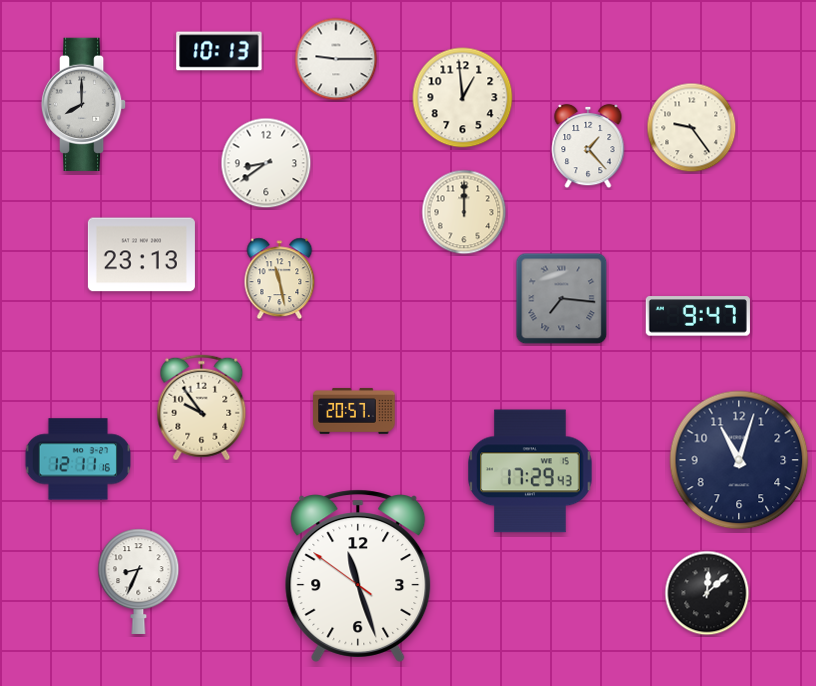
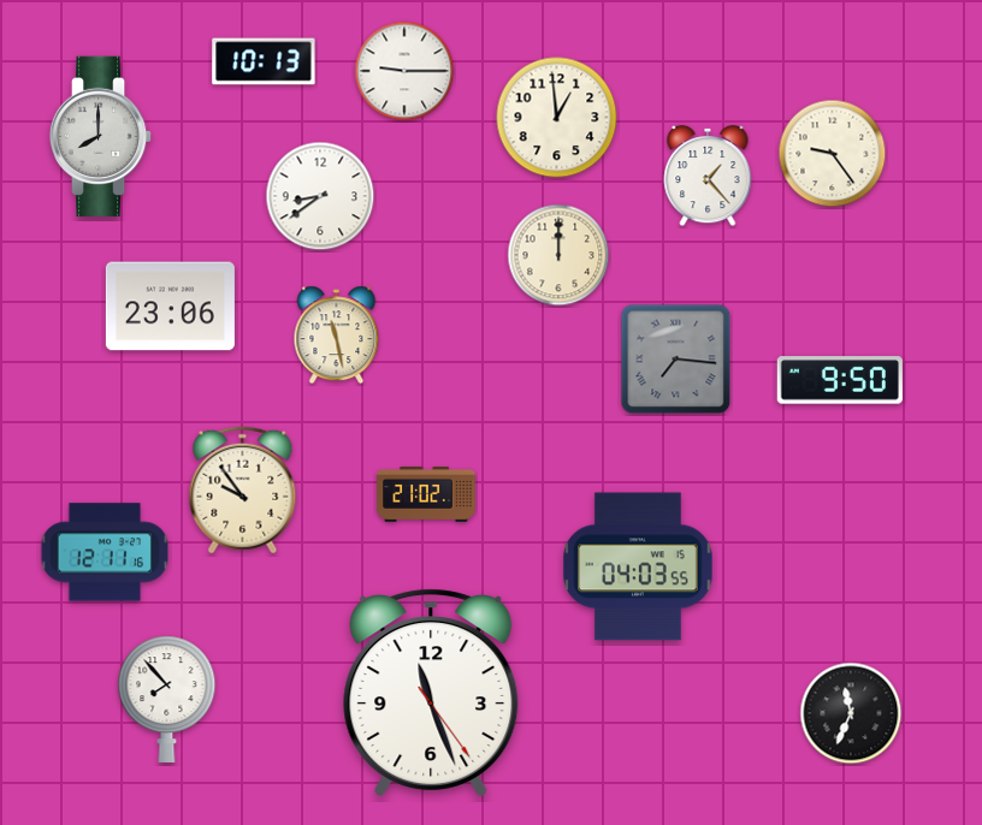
clock at (84, 105) position: (84, 105) -> (101, 137)
clock at (141, 255): 23:13 -> 23:06
clock at (698, 316): 9:47 -> 9:50
clock at (354, 411): 20:57 -> 21:02
clock at (77, 459) position: (77, 459) -> (103, 552)
clock at (739, 460): 11:03 -> none
clock at (530, 471): 17:29 -> 04:03
clock at (358, 576): 11:26:51 -> 11:26:24
clock at (139, 581): 8:34 -> 7:53
clock at (707, 593): 12:08 -> 11:34
